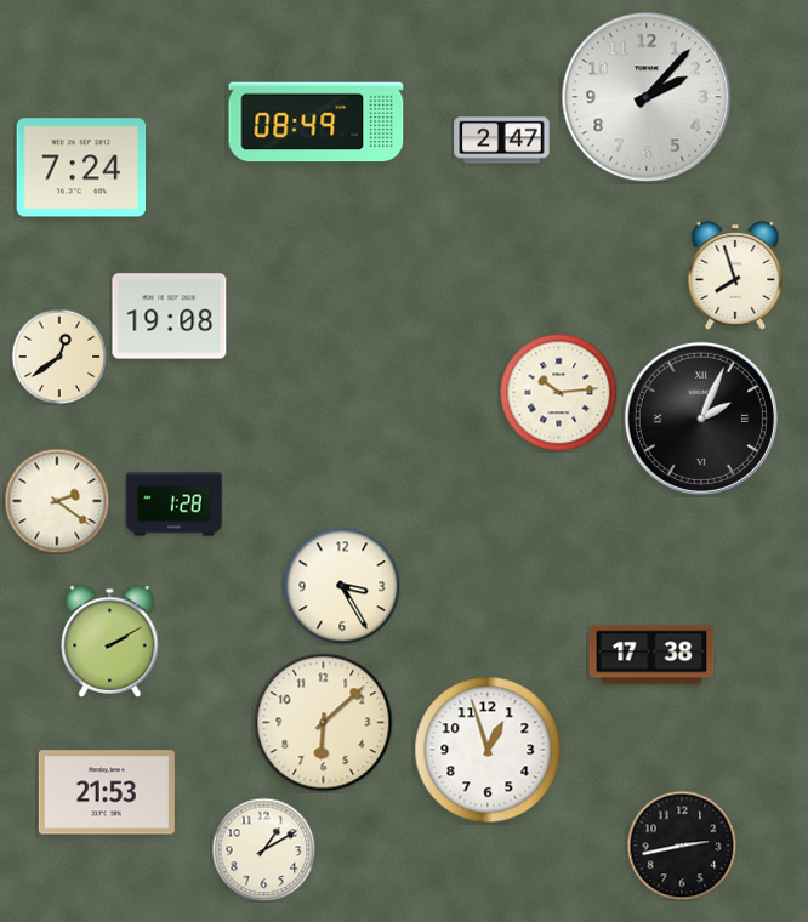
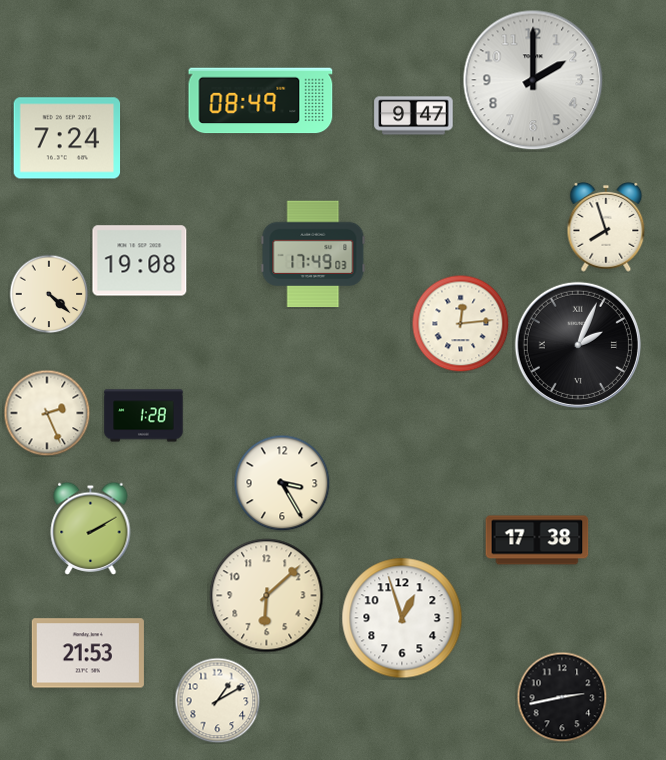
clock at (647, 97): 2:07 -> 2:00
clock at (502, 141): 2:47 -> 9:47
clock at (313, 254): none -> 17:49
clock at (59, 357): 12:39 -> 4:22
clock at (558, 392): 10:14 -> 12:14
clock at (57, 501): 2:21 -> 2:26
